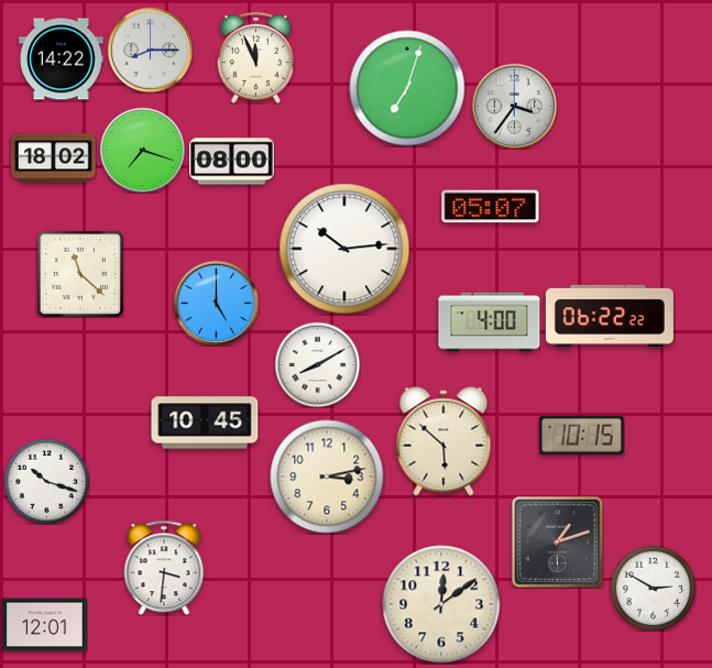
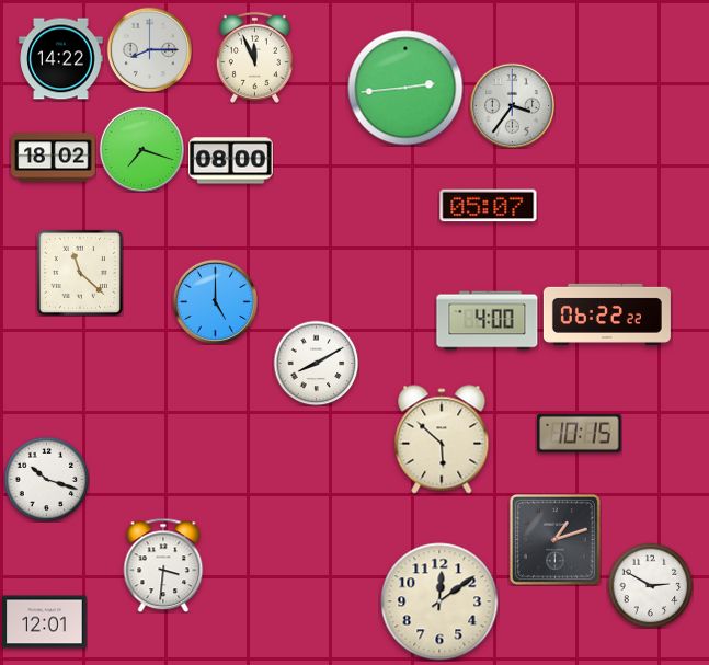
clock at (407, 88): 7:03 -> 2:44
clock at (344, 249): 10:14 -> none
clock at (205, 423): 10:45 -> none
clock at (327, 477): 3:13 -> none
